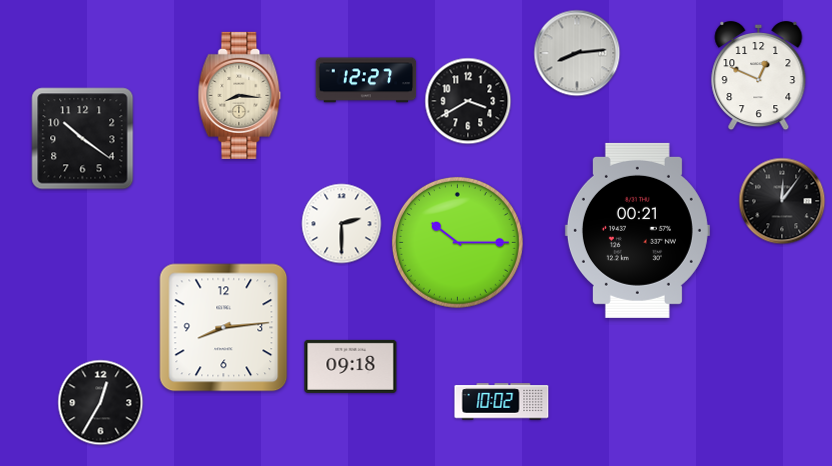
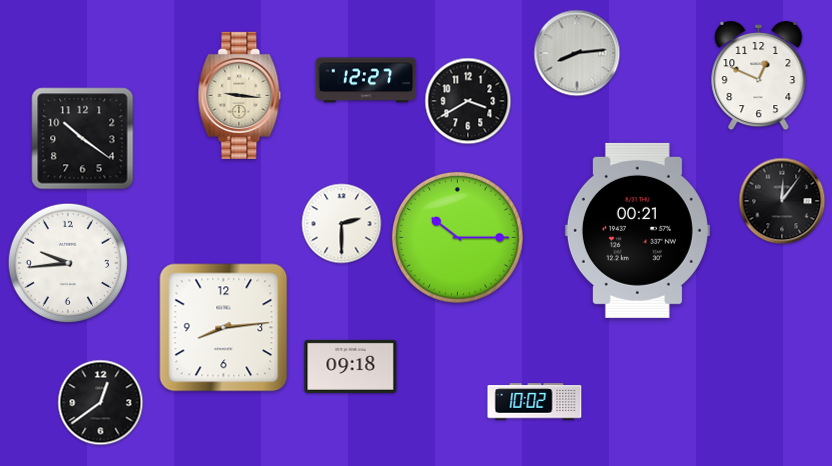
clock at (240, 95): 8:16 -> 9:16
clock at (457, 242) position: (457, 242) -> (457, 237)
clock at (68, 263): none -> 9:44
clock at (502, 402) position: (502, 402) -> (535, 402)
clock at (101, 403): 12:35 -> 12:39
